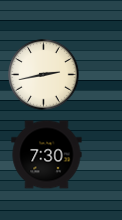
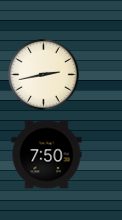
clock at (47, 155): 7:30 -> 7:50
